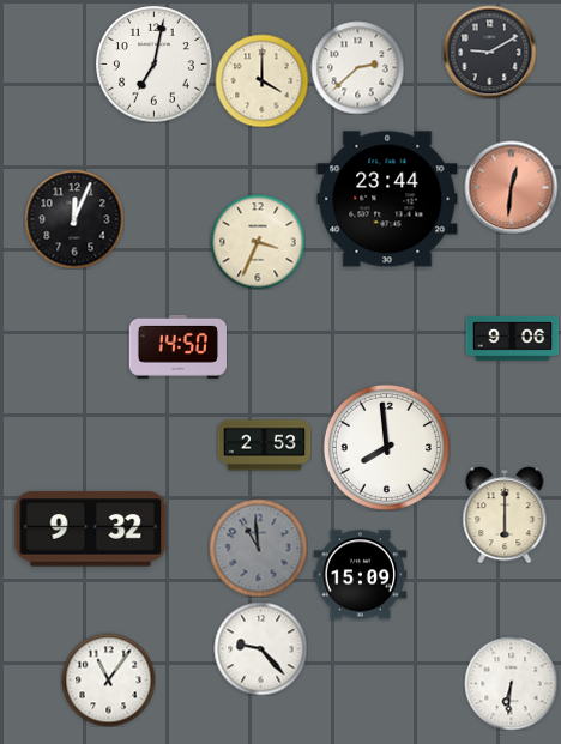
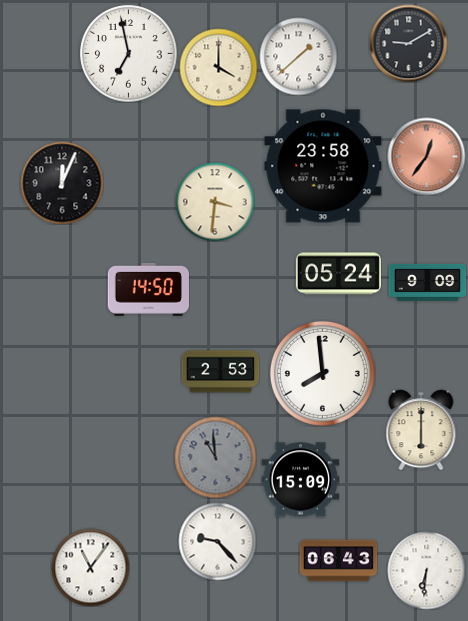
clock at (155, 65): 7:02 -> 6:58
clock at (357, 67): 2:38 -> 1:38
clock at (511, 187): 12:31 -> 12:36
clock at (387, 199): 23:44 -> 23:58
clock at (258, 242): 3:34 -> 3:31
clock at (338, 274): none -> 05:24
clock at (512, 338): 9:06 -> 9:09
clock at (91, 530): 9:32 -> none
clock at (338, 561): none -> 06:43
